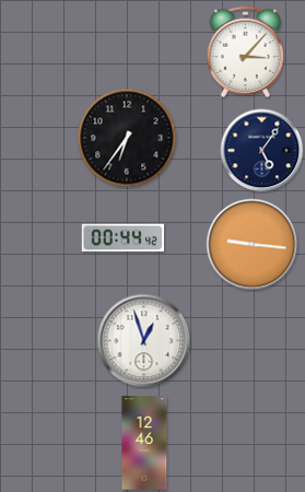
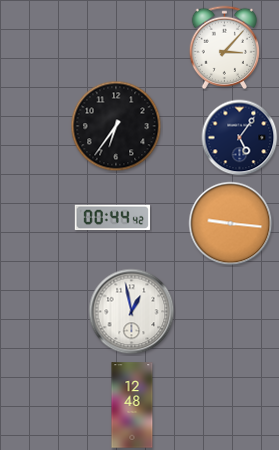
clock at (144, 341): 12:57 -> 12:58
clock at (144, 443): 12:46 -> 12:48
